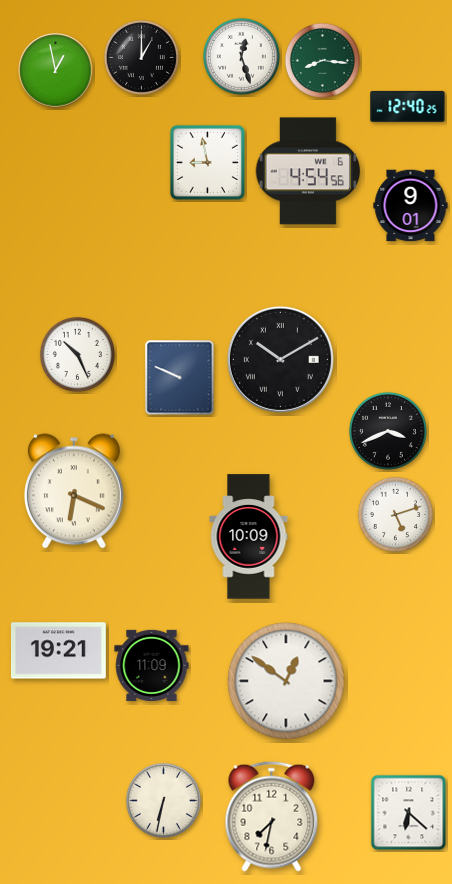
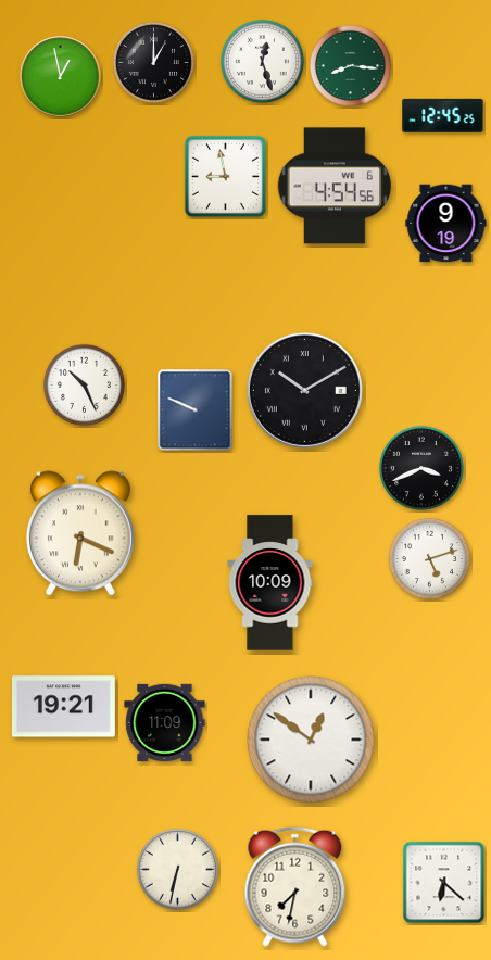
clock at (408, 106): 12:40 -> 12:45
clock at (411, 206): 9:01 -> 9:19
